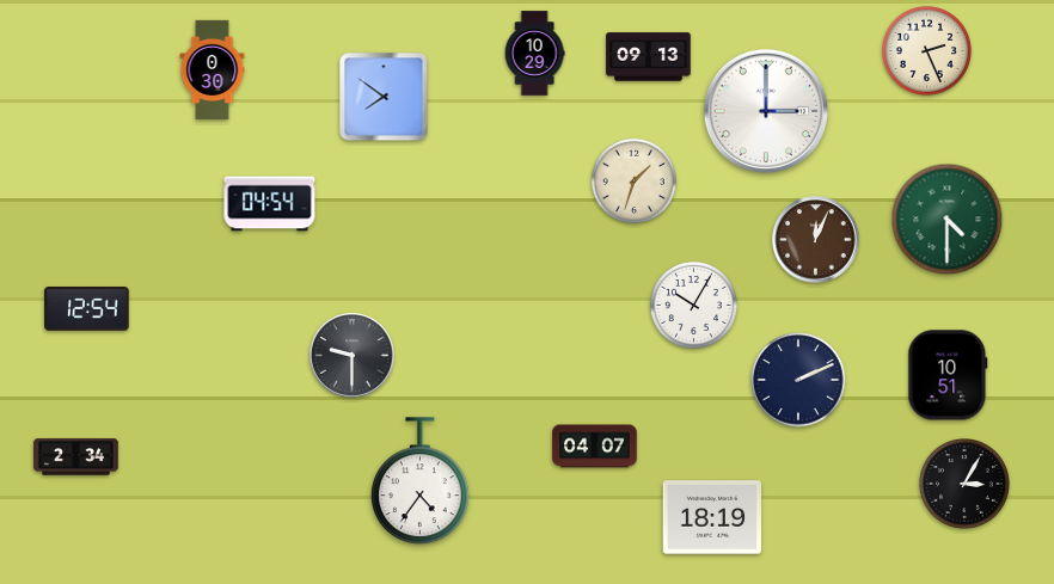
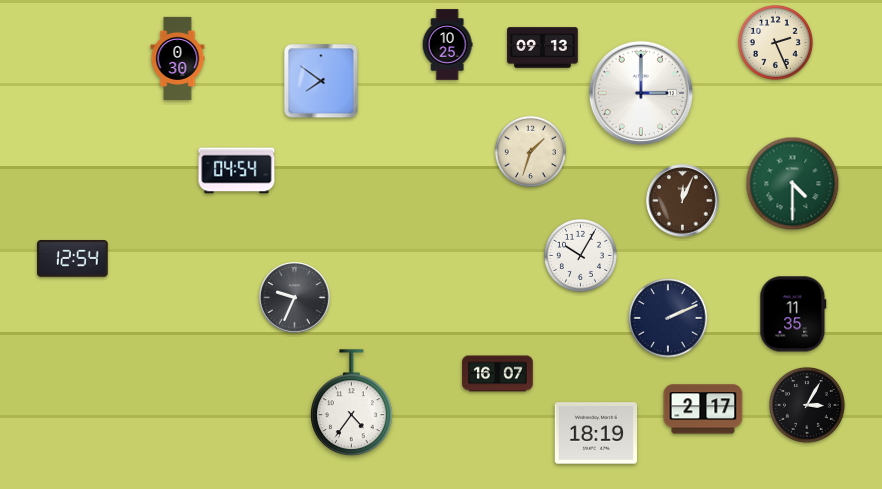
clock at (534, 54): 10:29 -> 10:25
clock at (270, 204) position: (270, 204) -> (237, 171)
clock at (353, 356): 9:30 -> 9:34
clock at (948, 375): 10:51 -> 11:35
clock at (595, 447): 04:07 -> 16:07
clock at (76, 457): 2:34 -> none
clock at (703, 409): none -> 2:17
